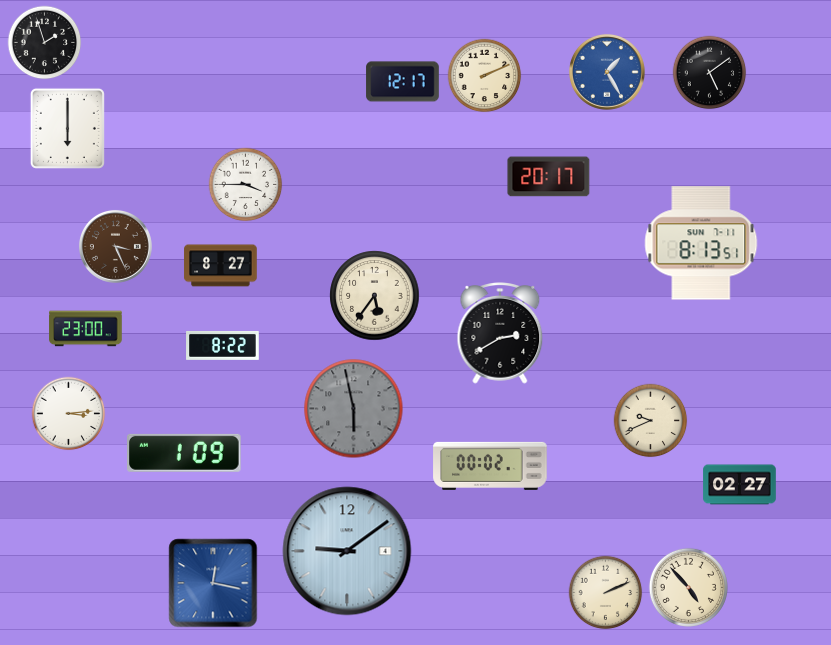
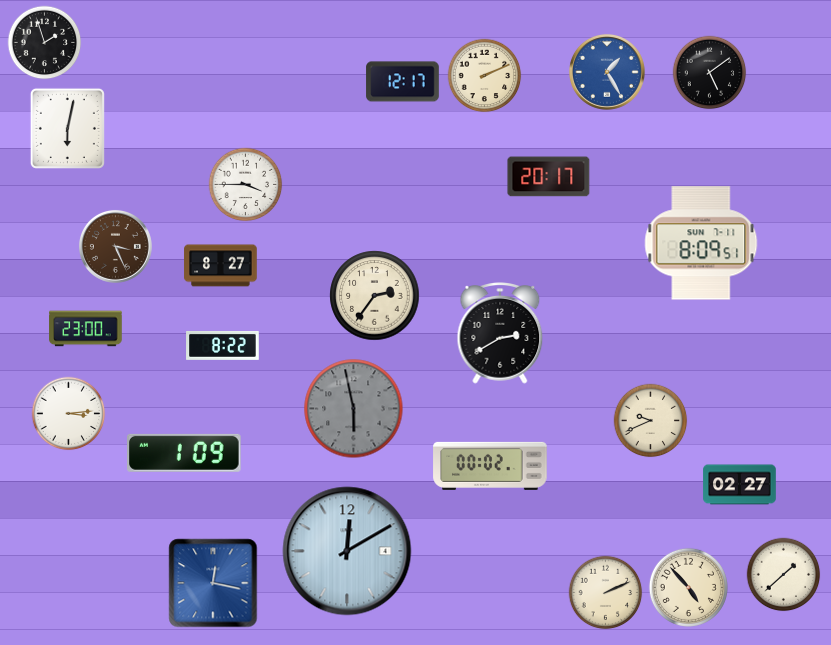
clock at (67, 128): 6:00 -> 6:02
clock at (701, 243): 8:13 -> 8:09
clock at (375, 296): 5:36 -> 2:36
clock at (347, 551): 9:09 -> 12:10
clock at (784, 575): none -> 1:38
